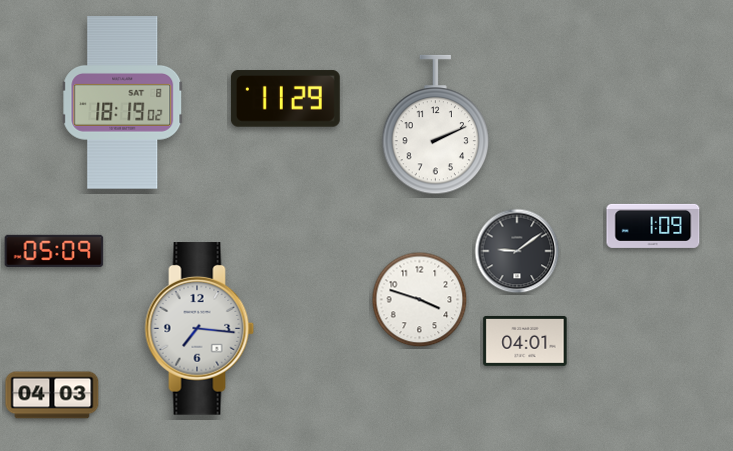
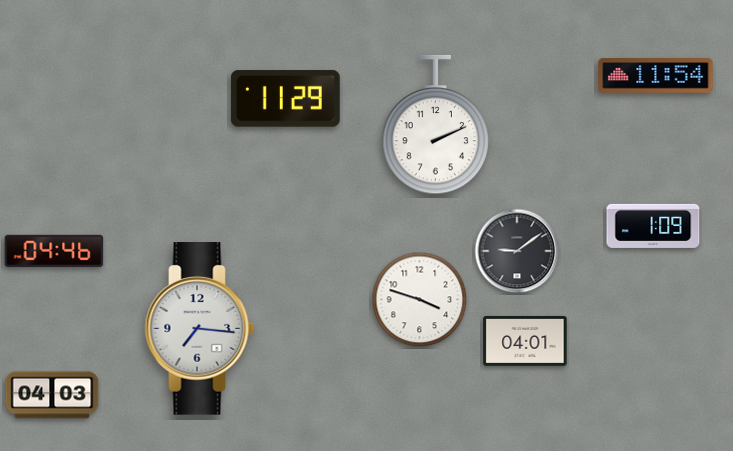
clock at (656, 76): none -> 11:54
clock at (123, 103): 18:19 -> none
clock at (54, 251): 05:09 -> 04:46
